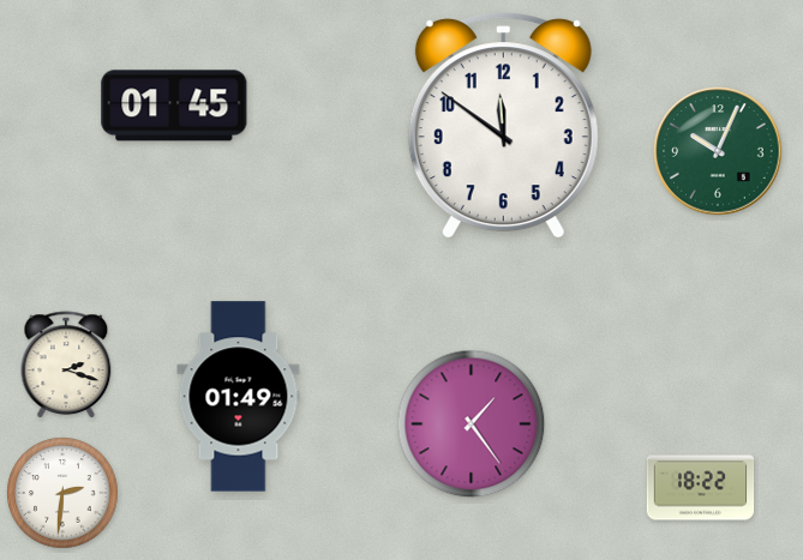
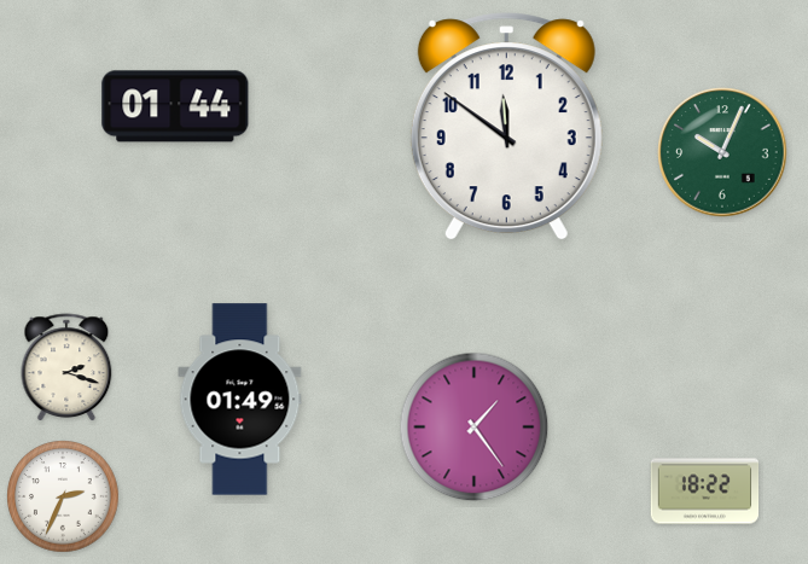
clock at (174, 106): 01:45 -> 01:44
clock at (62, 493): 2:31 -> 2:34
